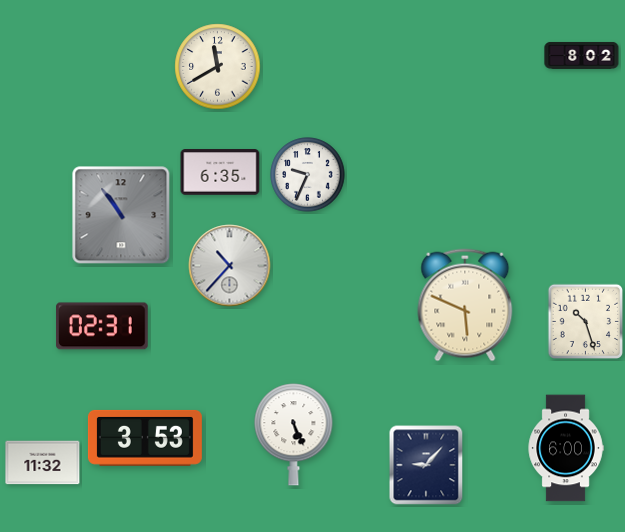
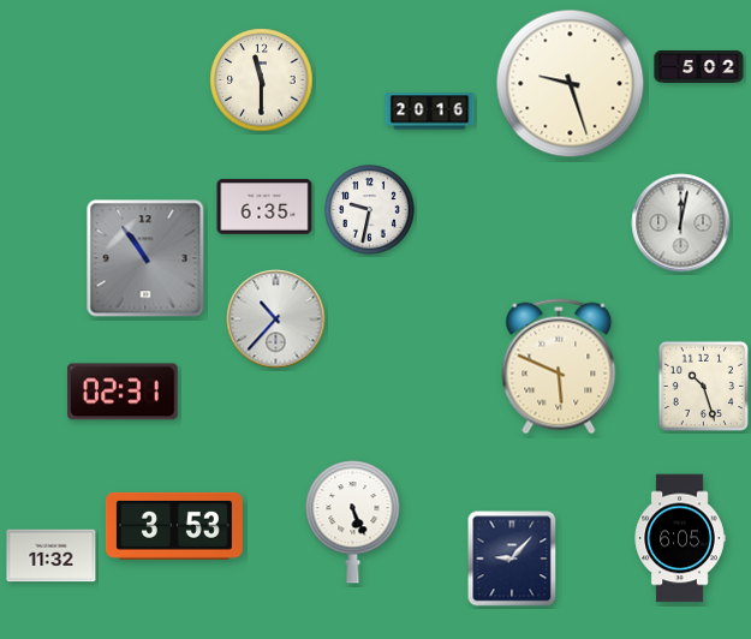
clock at (582, 55): 8:02 -> 5:02
clock at (218, 67): 11:40 -> 11:30
clock at (571, 84): none -> 9:27
clock at (430, 112): none -> 20:16
clock at (308, 175): 9:34 -> 9:32
clock at (681, 223): none -> 12:02
clock at (566, 448): 6:00 -> 6:05
